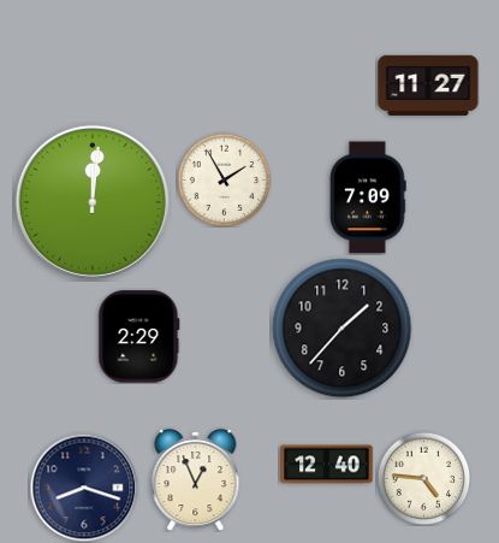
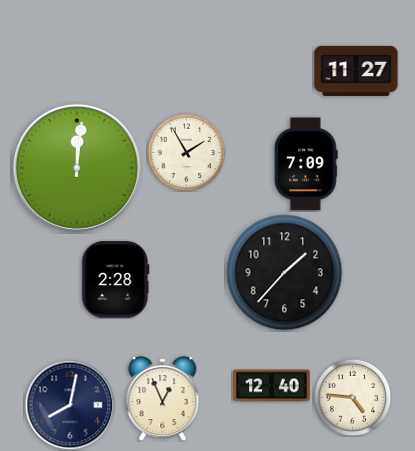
clock at (224, 179) position: (224, 179) -> (186, 152)
clock at (139, 337): 2:29 -> 2:28
clock at (84, 488): 8:18 -> 8:02
